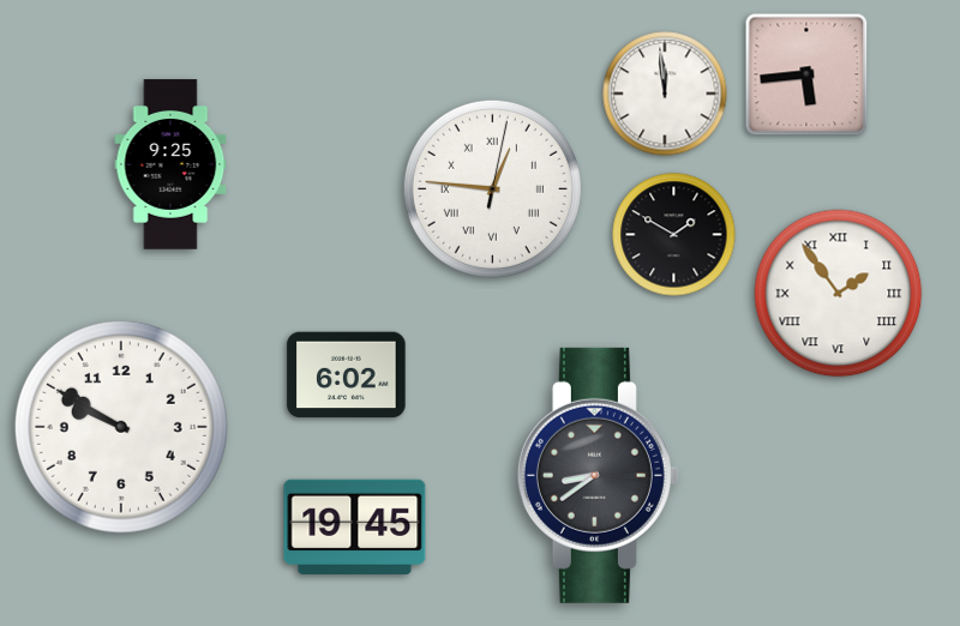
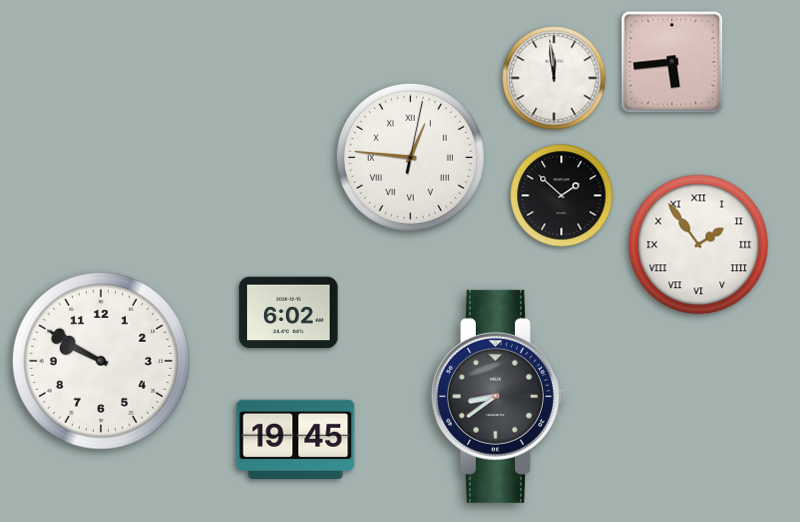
clock at (170, 164): 9:25 -> none
clock at (674, 235): 1:50 -> 1:52
clock at (121, 427) position: (121, 427) -> (101, 361)
